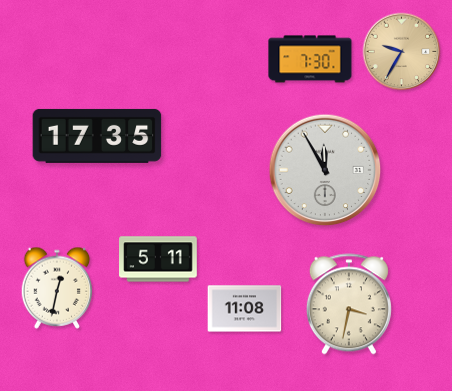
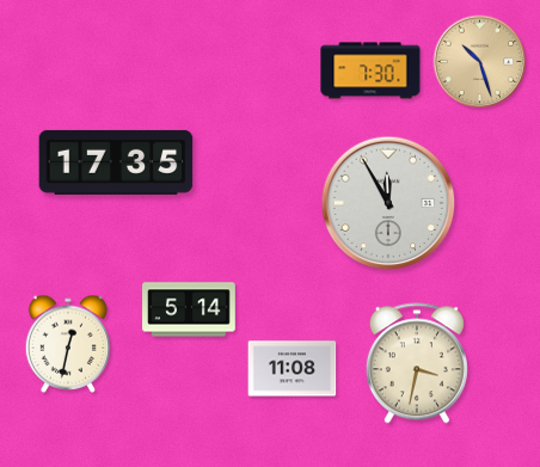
clock at (402, 52): 9:35 -> 10:27
clock at (158, 259): 5:11 -> 5:14
